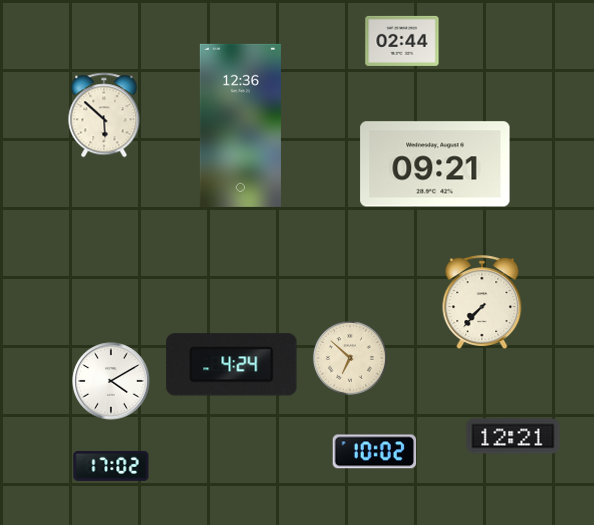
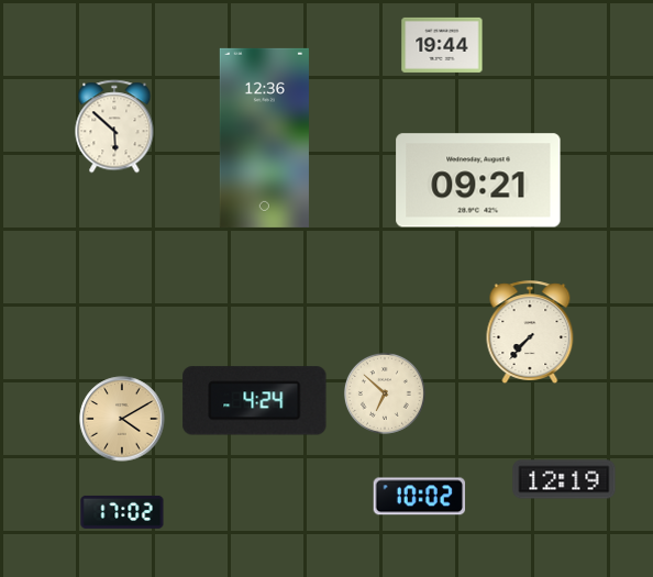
clock at (402, 41): 02:44 -> 19:44
clock at (111, 381) dial: white -> champagne
clock at (513, 436): 12:21 -> 12:19
clock at (375, 452) position: (375, 452) -> (420, 497)
